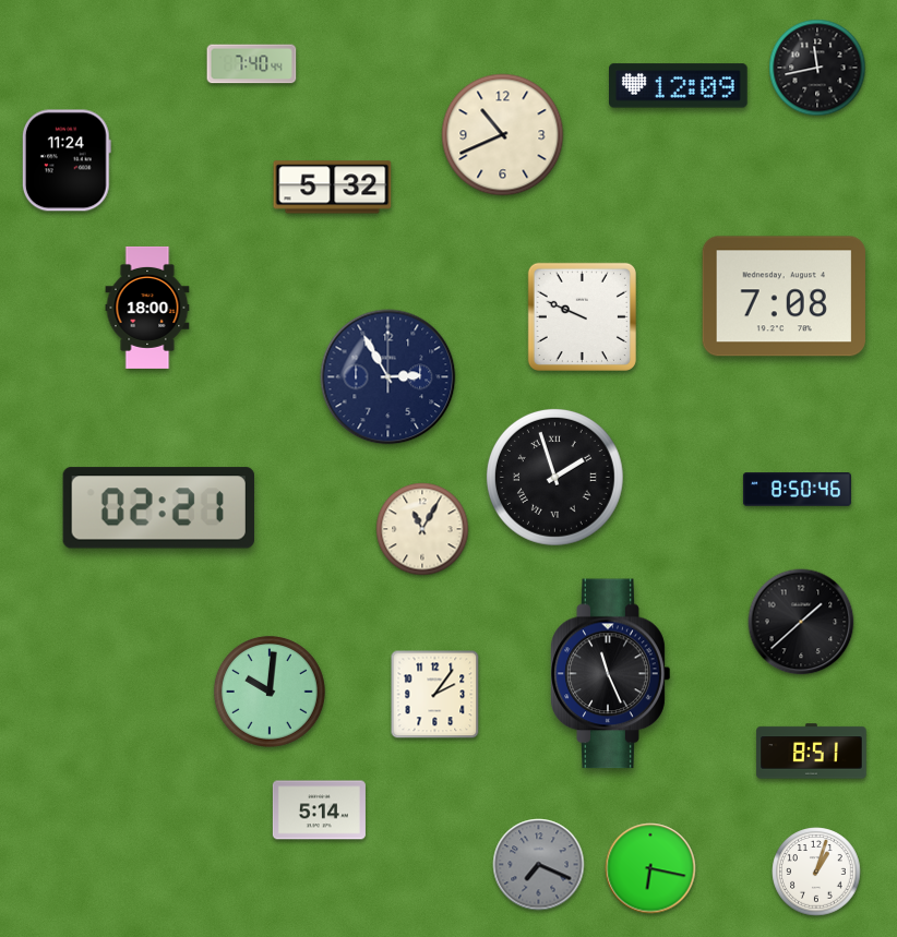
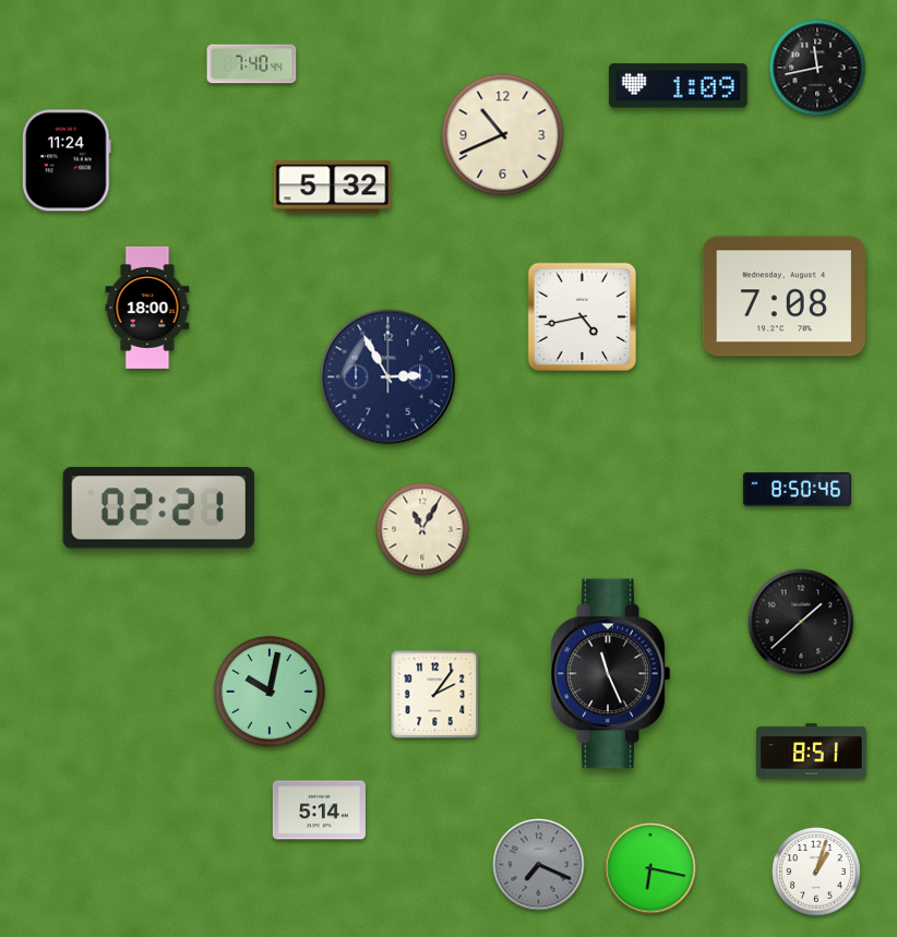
clock at (679, 86): 12:09 -> 1:09
clock at (582, 316): 9:49 -> 4:43
clock at (554, 477): 1:57 -> none
clock at (270, 692): 10:01 -> 10:02
